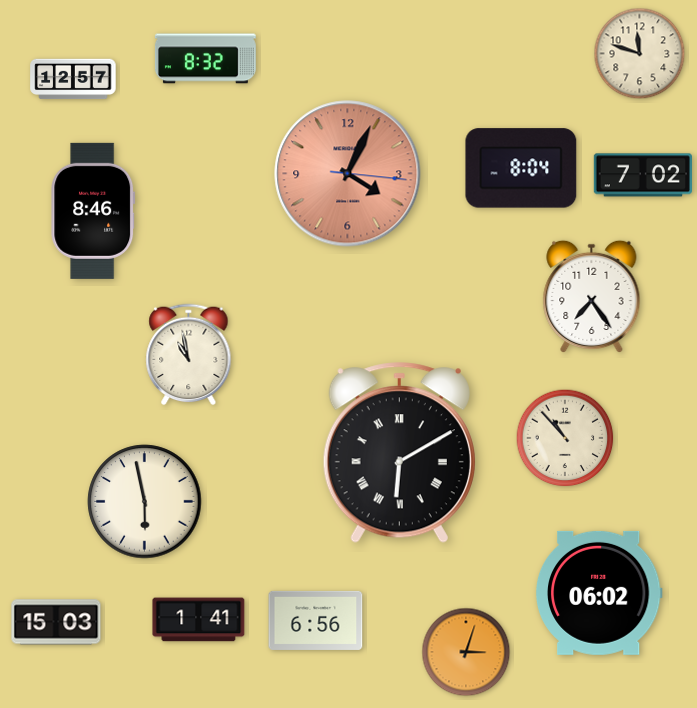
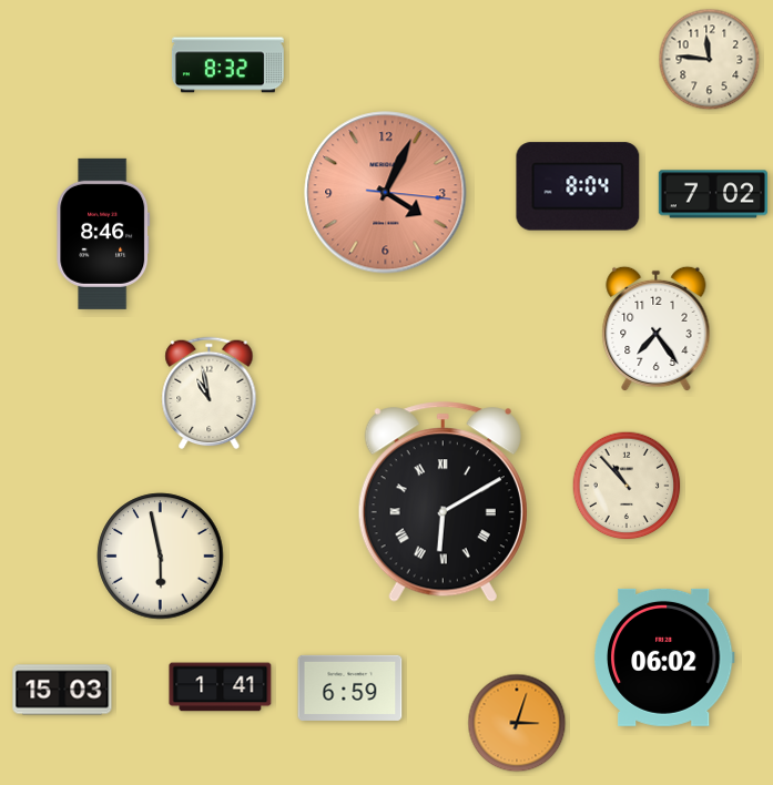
clock at (640, 54): 11:48 -> 11:46
clock at (73, 79): 12:57 -> none
clock at (316, 620): 6:56 -> 6:59
